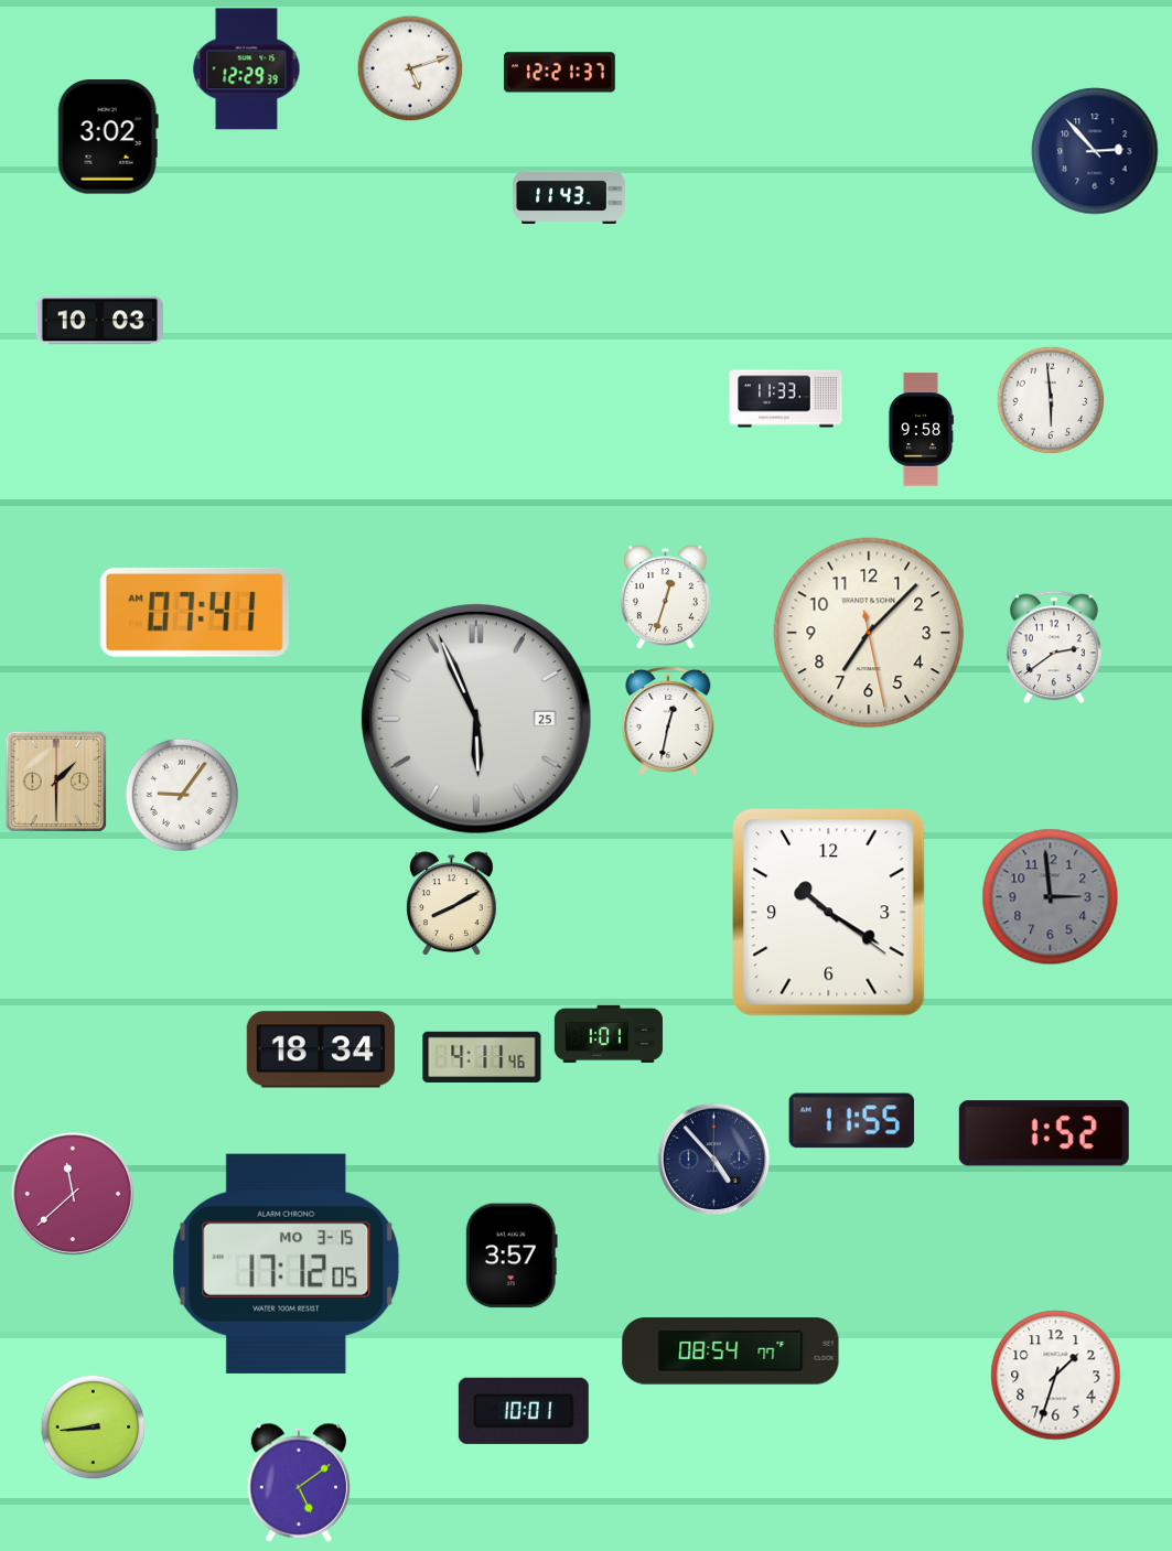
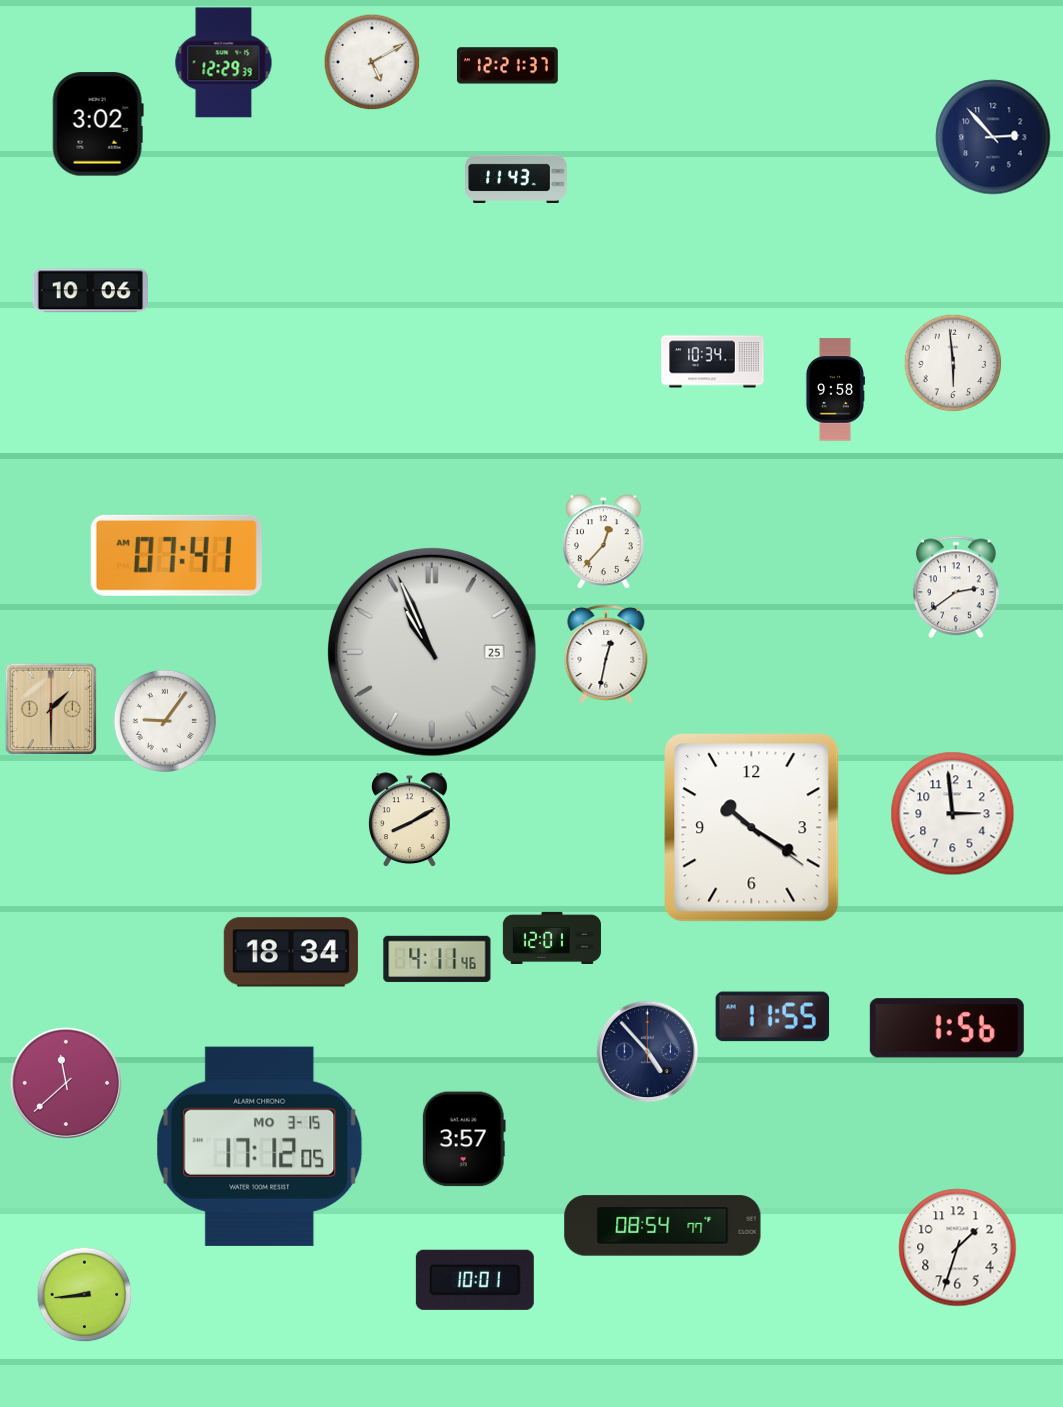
clock at (410, 68): 5:12 -> 5:10
clock at (99, 321): 10:03 -> 10:06
clock at (786, 399): 11:33 -> 10:34
clock at (666, 596): 12:33 -> 12:37
clock at (869, 633): 7:07 -> none
clock at (476, 719): 5:56 -> 10:56
clock at (1051, 897) dial: grey -> white
clock at (609, 1034): 1:01 -> 12:01
clock at (1044, 1133): 1:52 -> 1:56
clock at (299, 1483): 5:09 -> none
